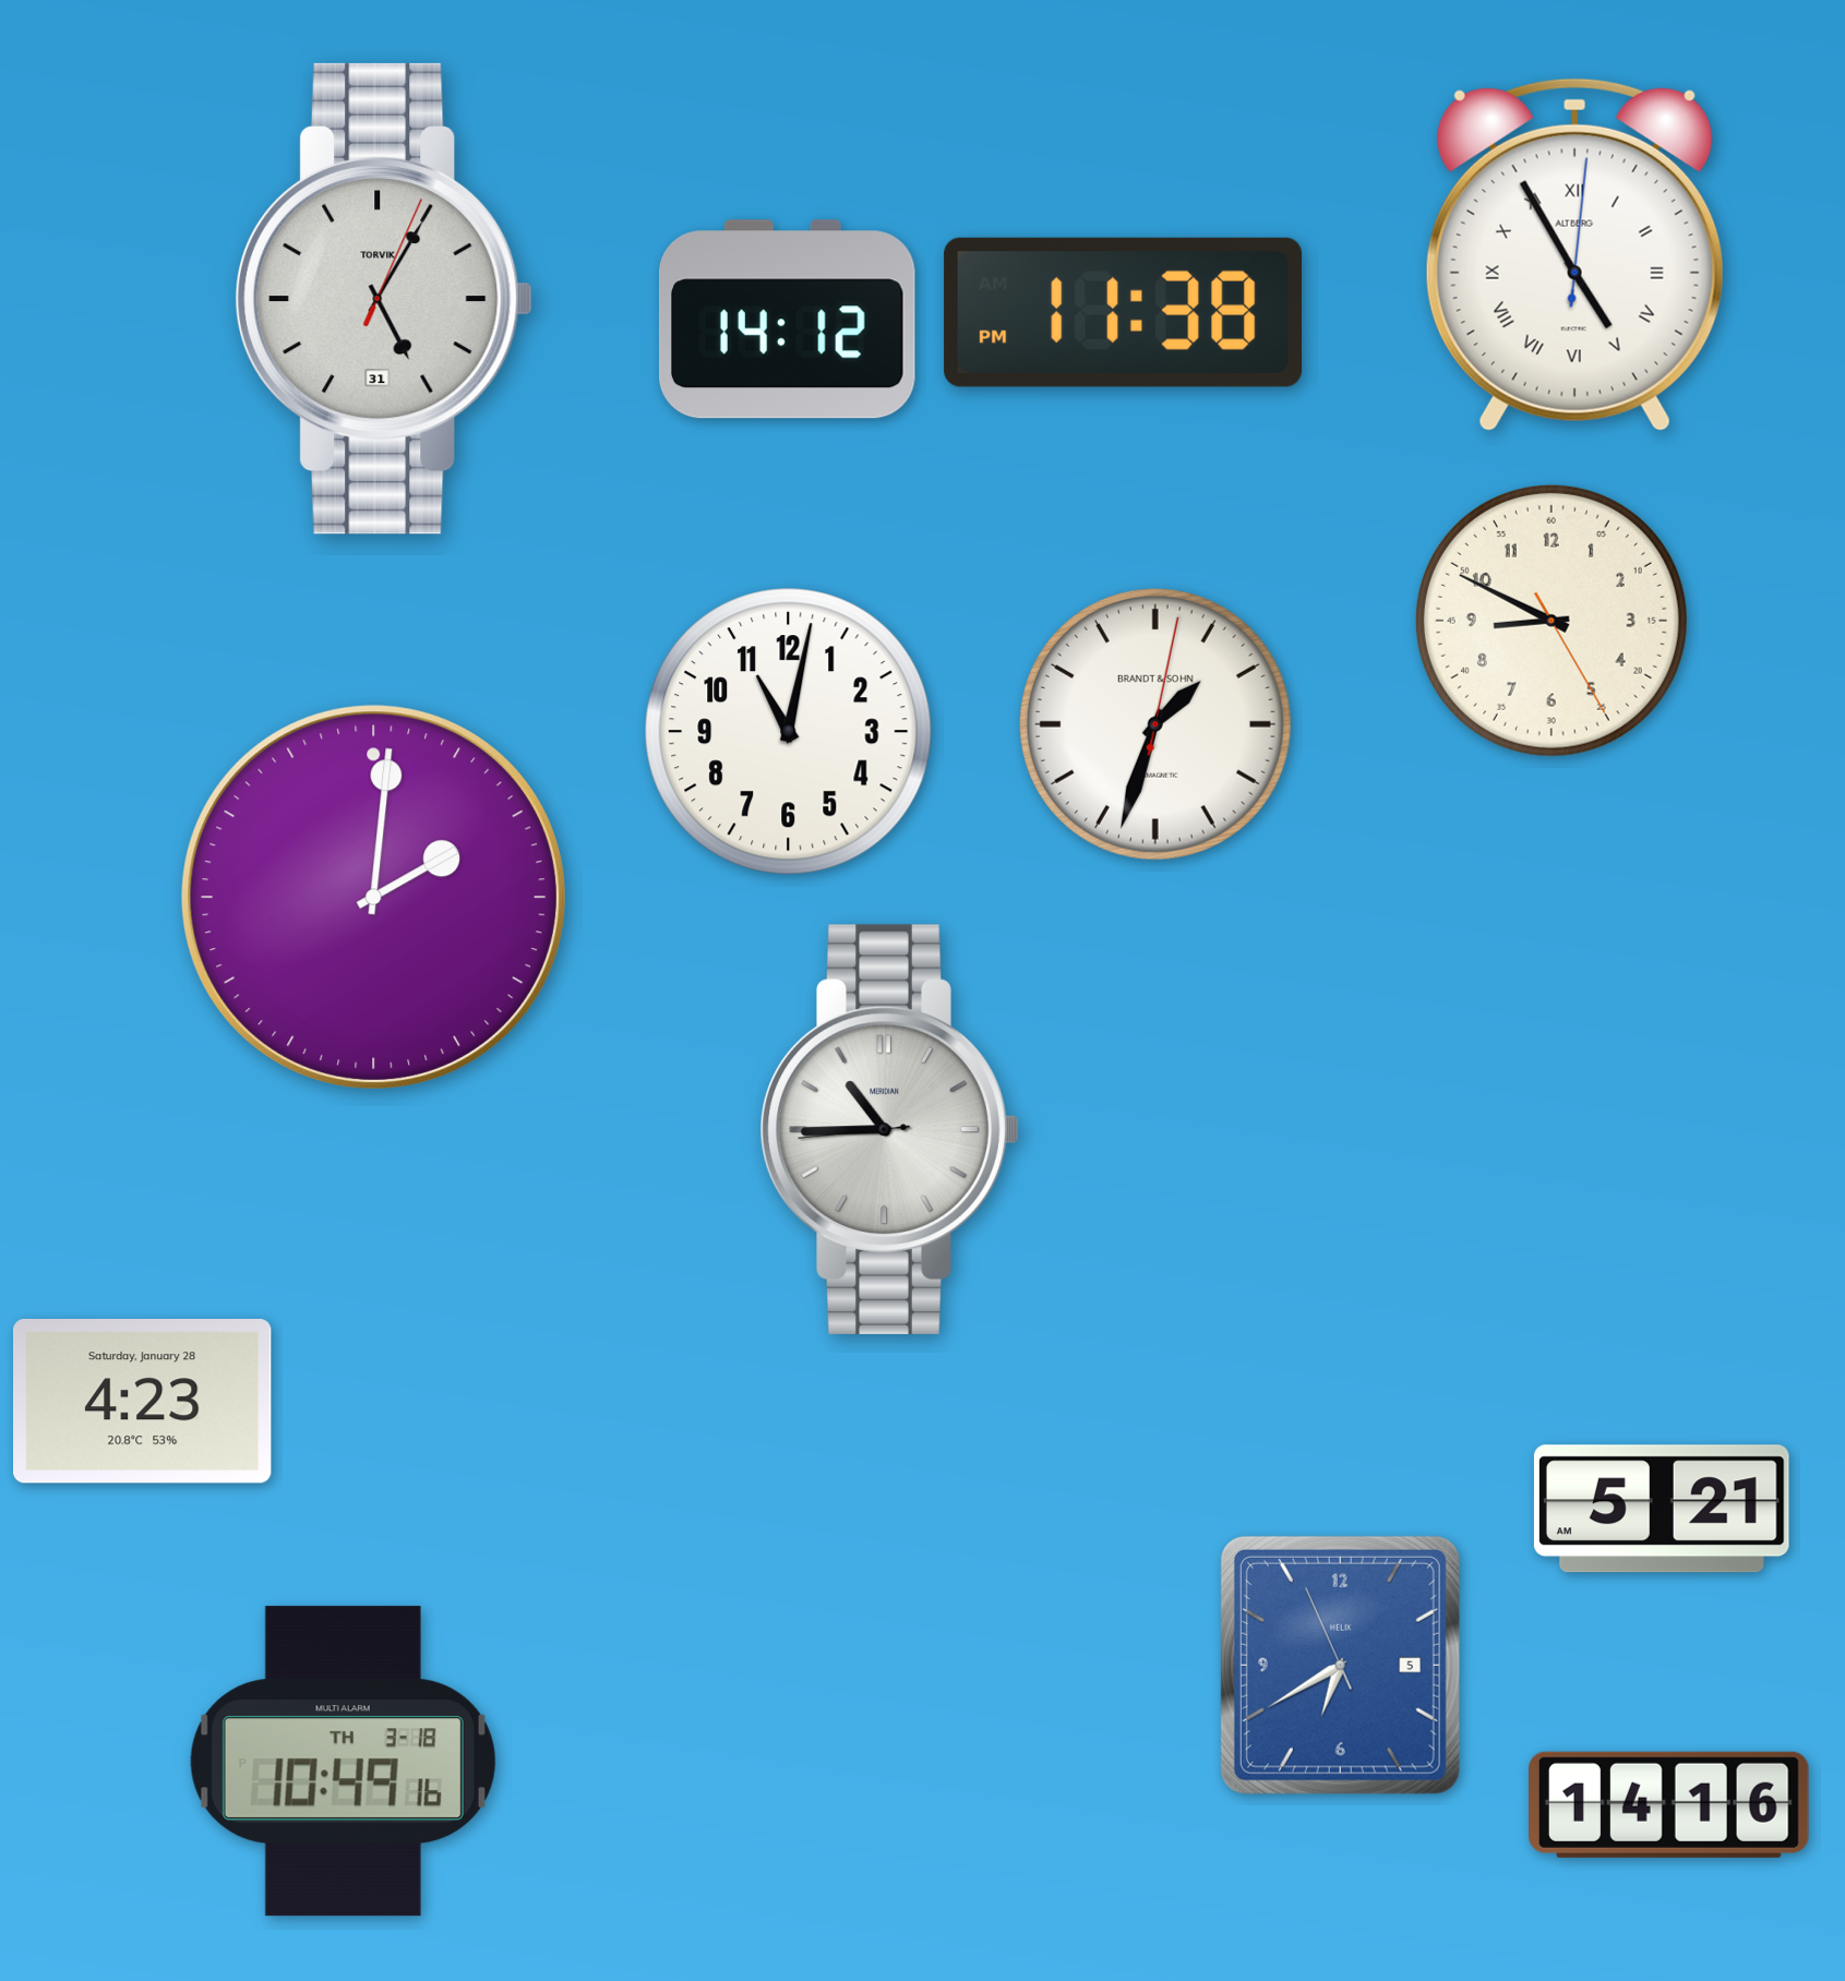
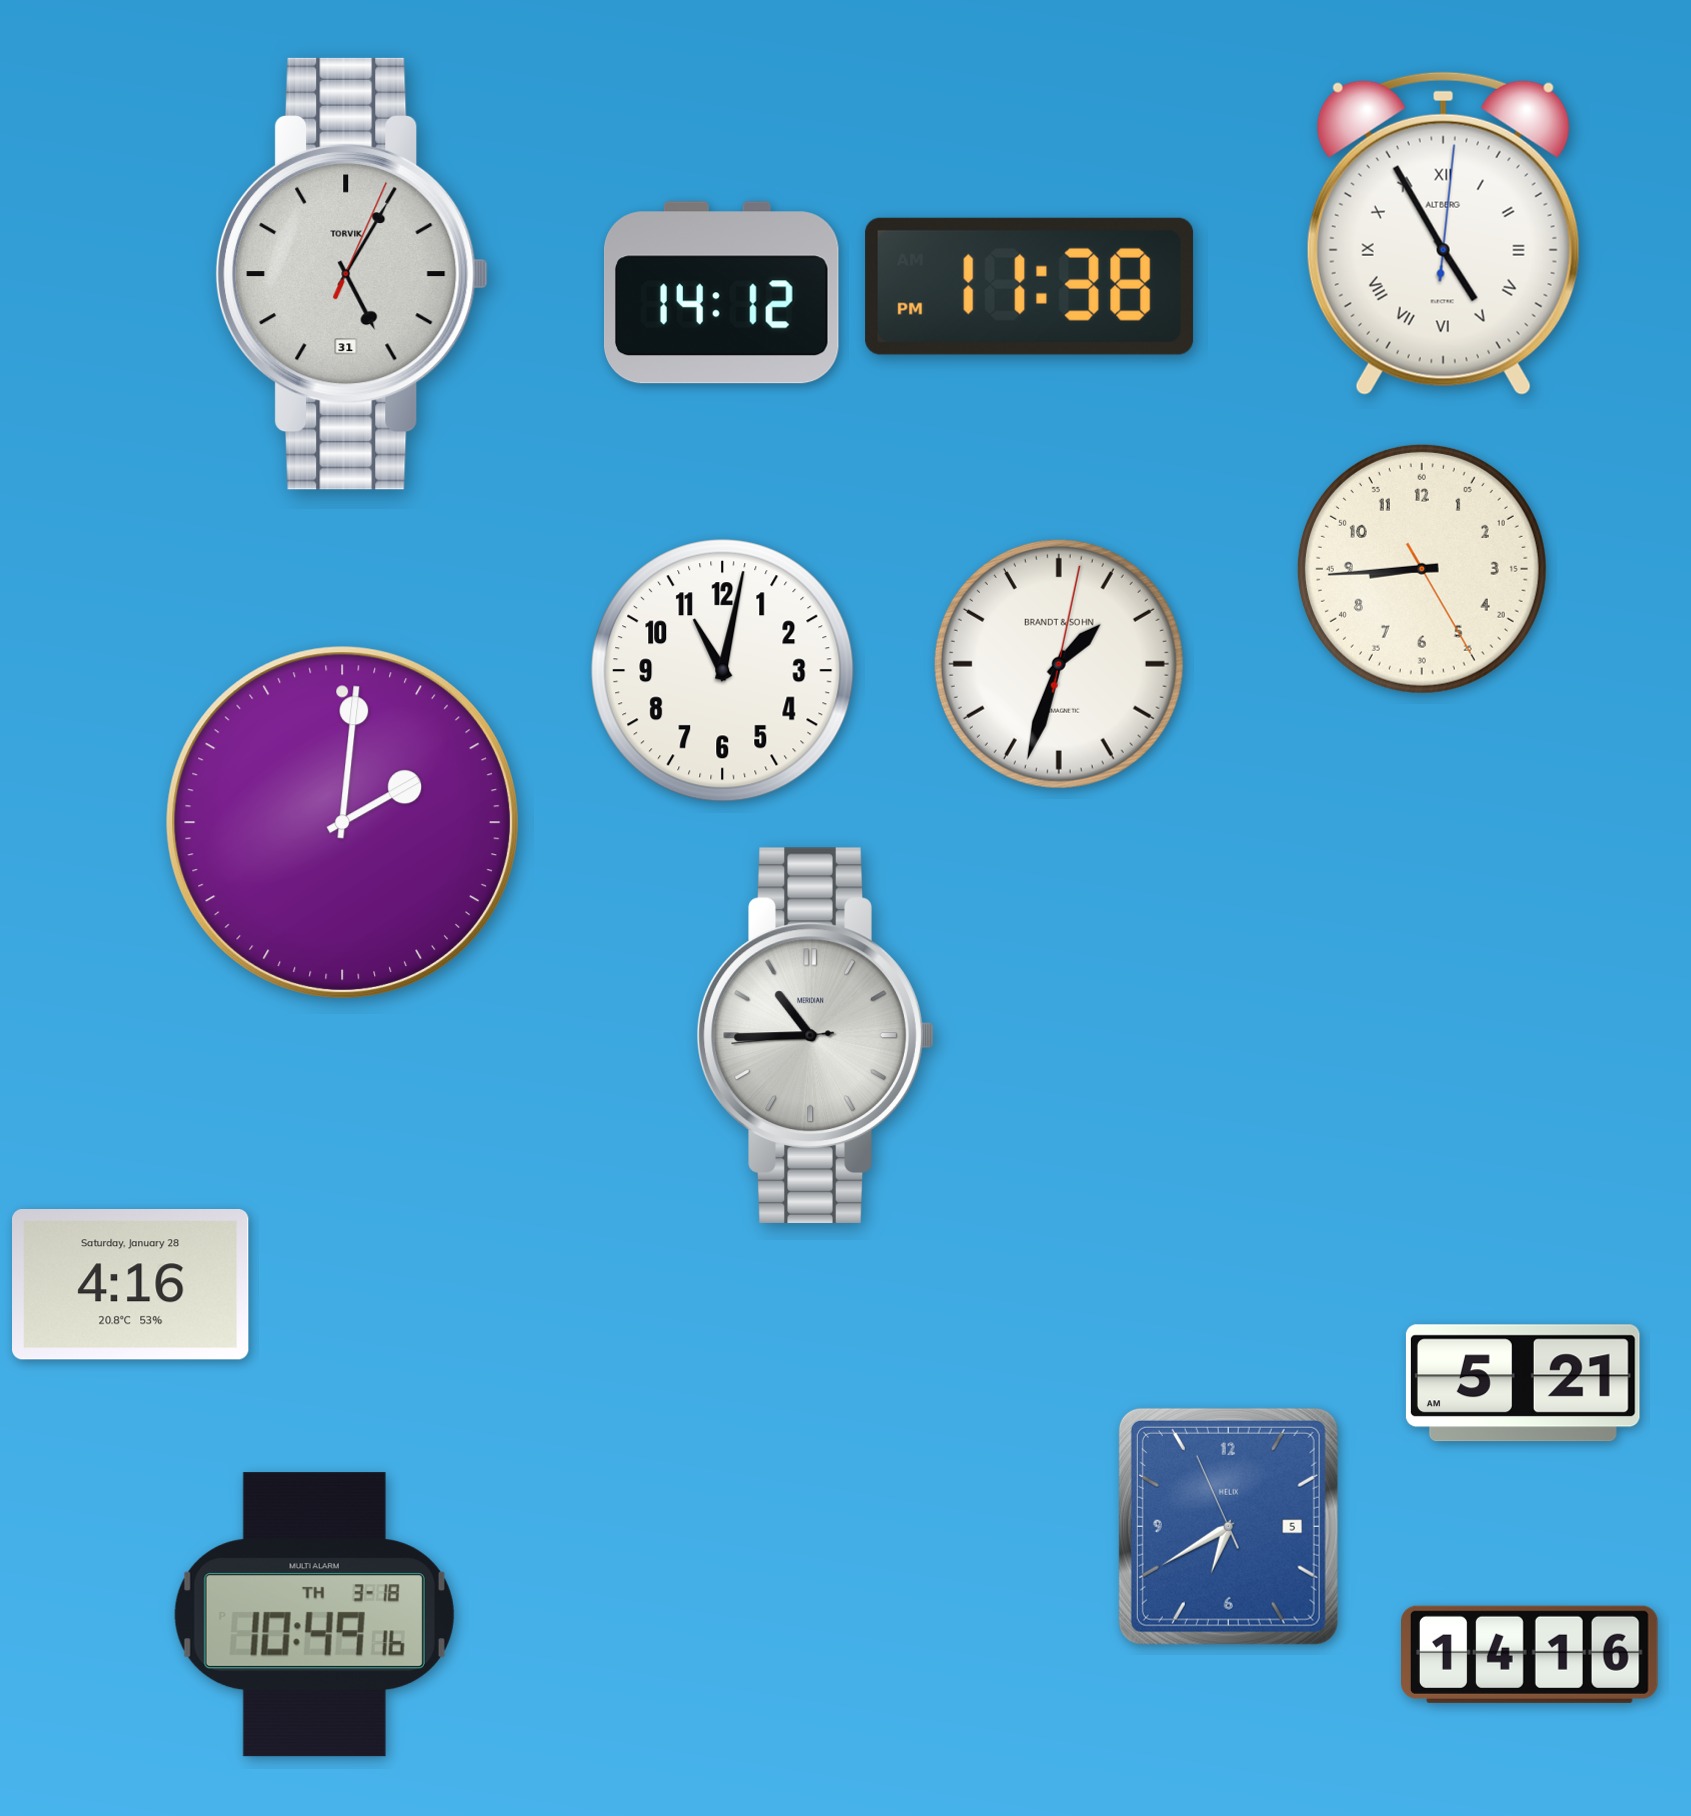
clock at (1552, 621): 8:49 -> 8:44
clock at (143, 1402): 4:23 -> 4:16
